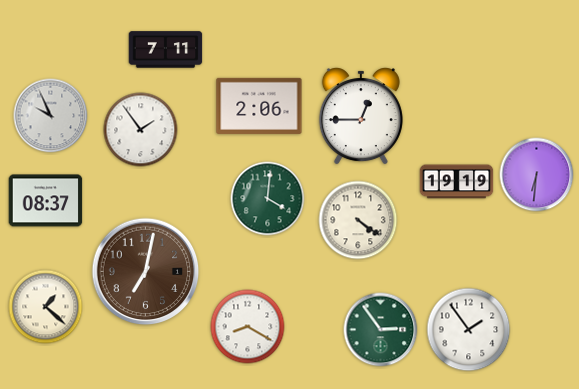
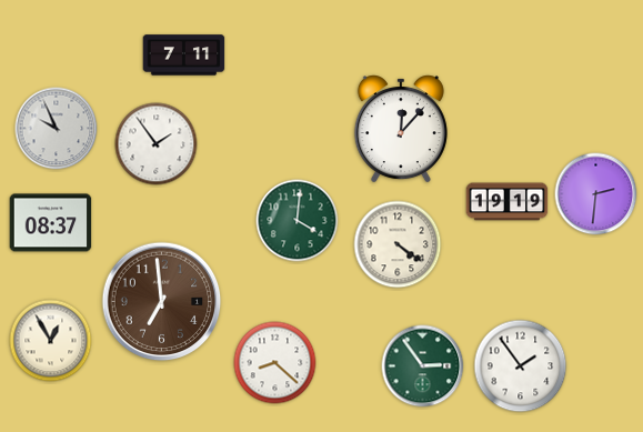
clock at (259, 106): 2:06 -> none
clock at (361, 116): 12:45 -> 12:07
clock at (537, 175): 6:31 -> 2:31
clock at (146, 272): 7:02 -> 6:59
clock at (46, 307): 1:22 -> 12:55
clock at (248, 327): 8:20 -> 8:22
